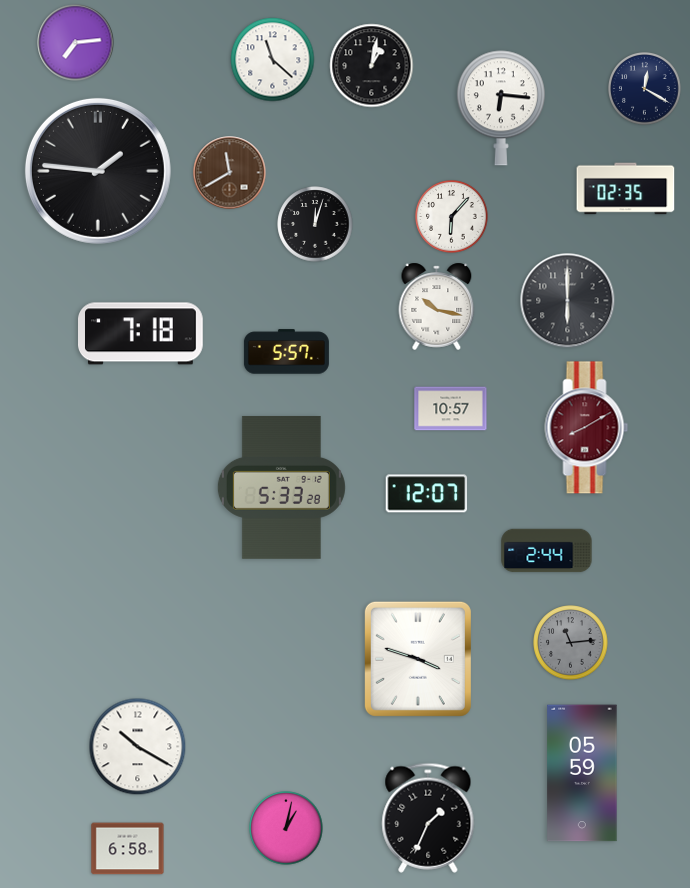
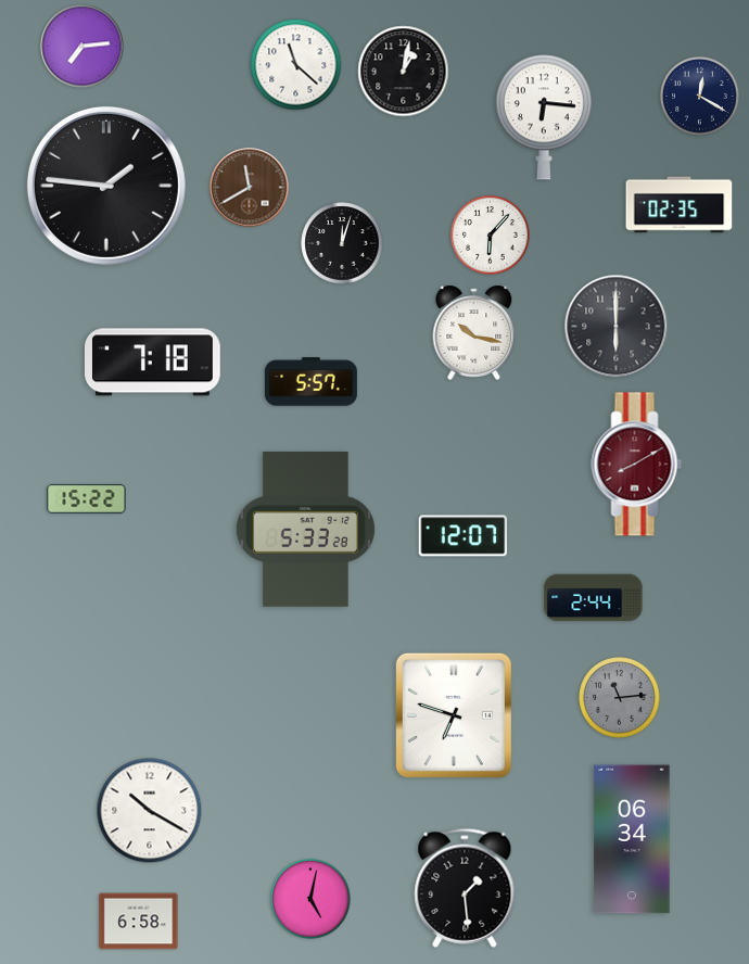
clock at (451, 409): 10:57 -> none
clock at (87, 498): none -> 15:22
clock at (418, 659): 3:48 -> 6:48
clock at (582, 773): 05:59 -> 06:34
clock at (428, 818): 1:34 -> 1:29
clock at (286, 828): 1:02 -> 5:02
